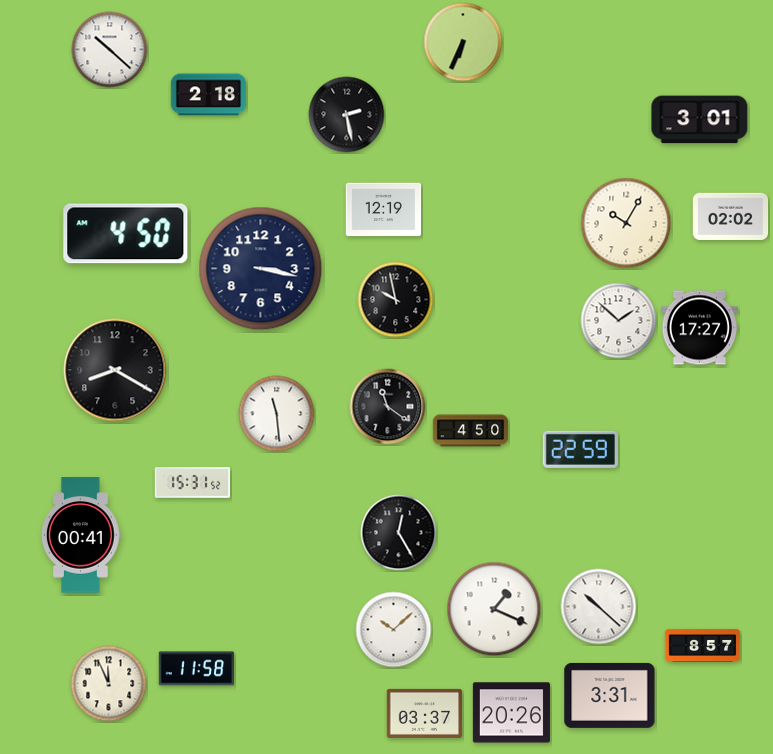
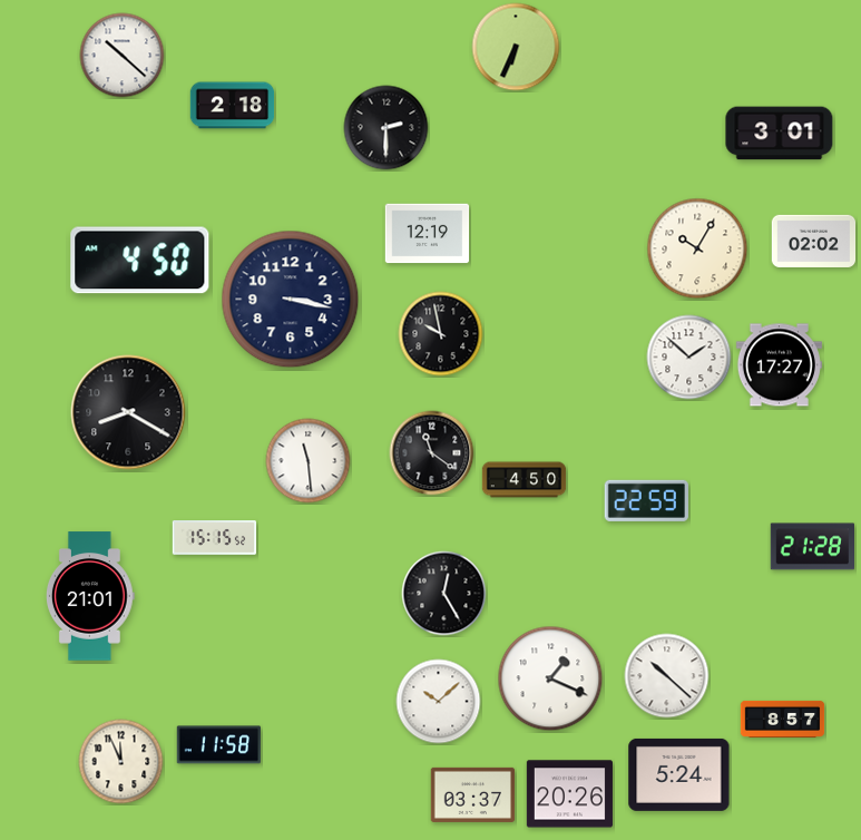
clock at (347, 115): 2:28 -> 2:30
clock at (193, 483): 15:31 -> 15:15
clock at (812, 547): none -> 21:28
clock at (81, 535): 00:41 -> 21:01
clock at (610, 695): 3:31 -> 5:24
